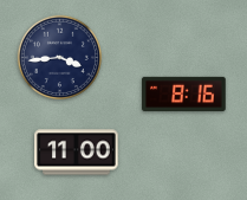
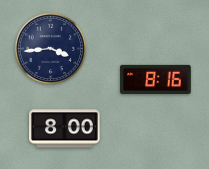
clock at (77, 153): 11:00 -> 8:00
